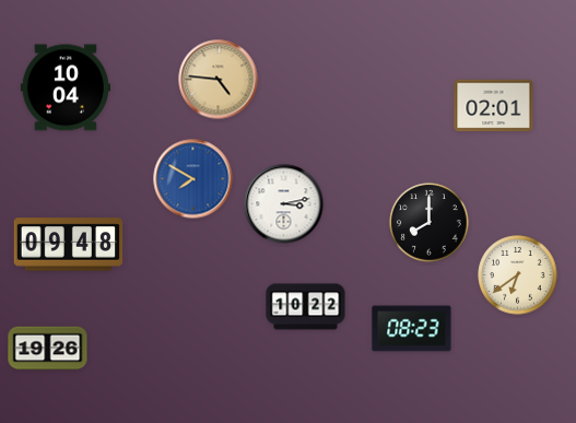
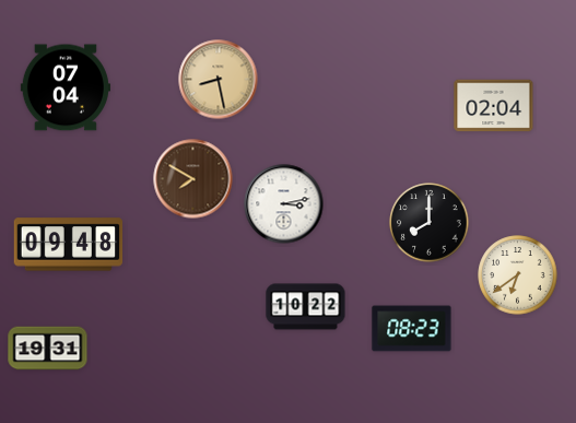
clock at (219, 80): 4:46 -> 8:28
clock at (66, 87): 10:04 -> 07:04
clock at (494, 106): 02:01 -> 02:04
clock at (193, 179) dial: blue -> brown
clock at (48, 349): 19:26 -> 19:31
